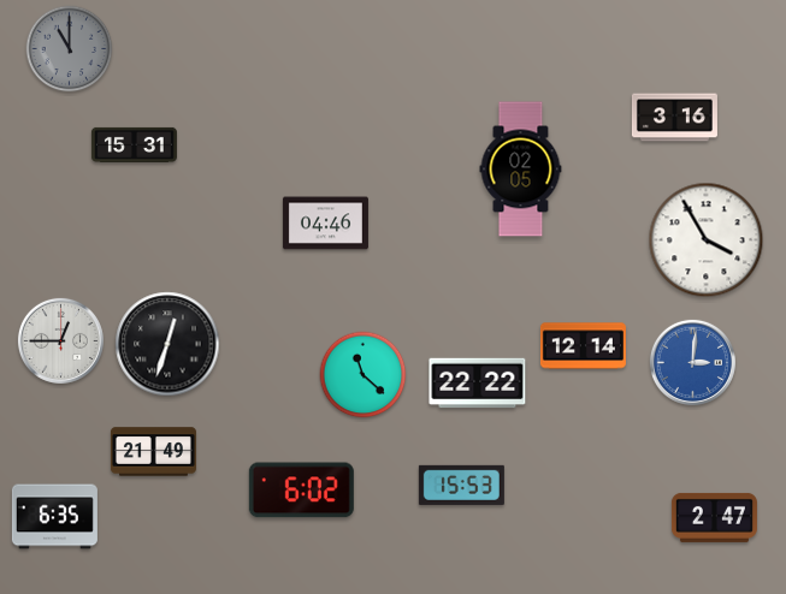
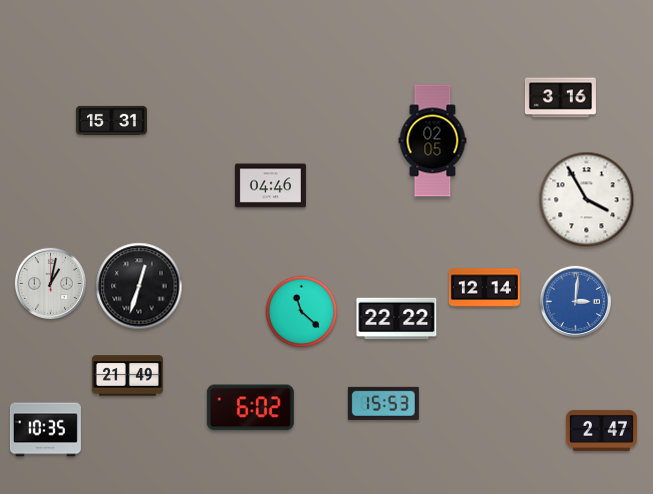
clock at (70, 49): 11:00 -> none
clock at (60, 340): 12:45 -> 1:02
clock at (54, 517): 6:35 -> 10:35
clock at (714, 517) position: (714, 517) -> (601, 430)
